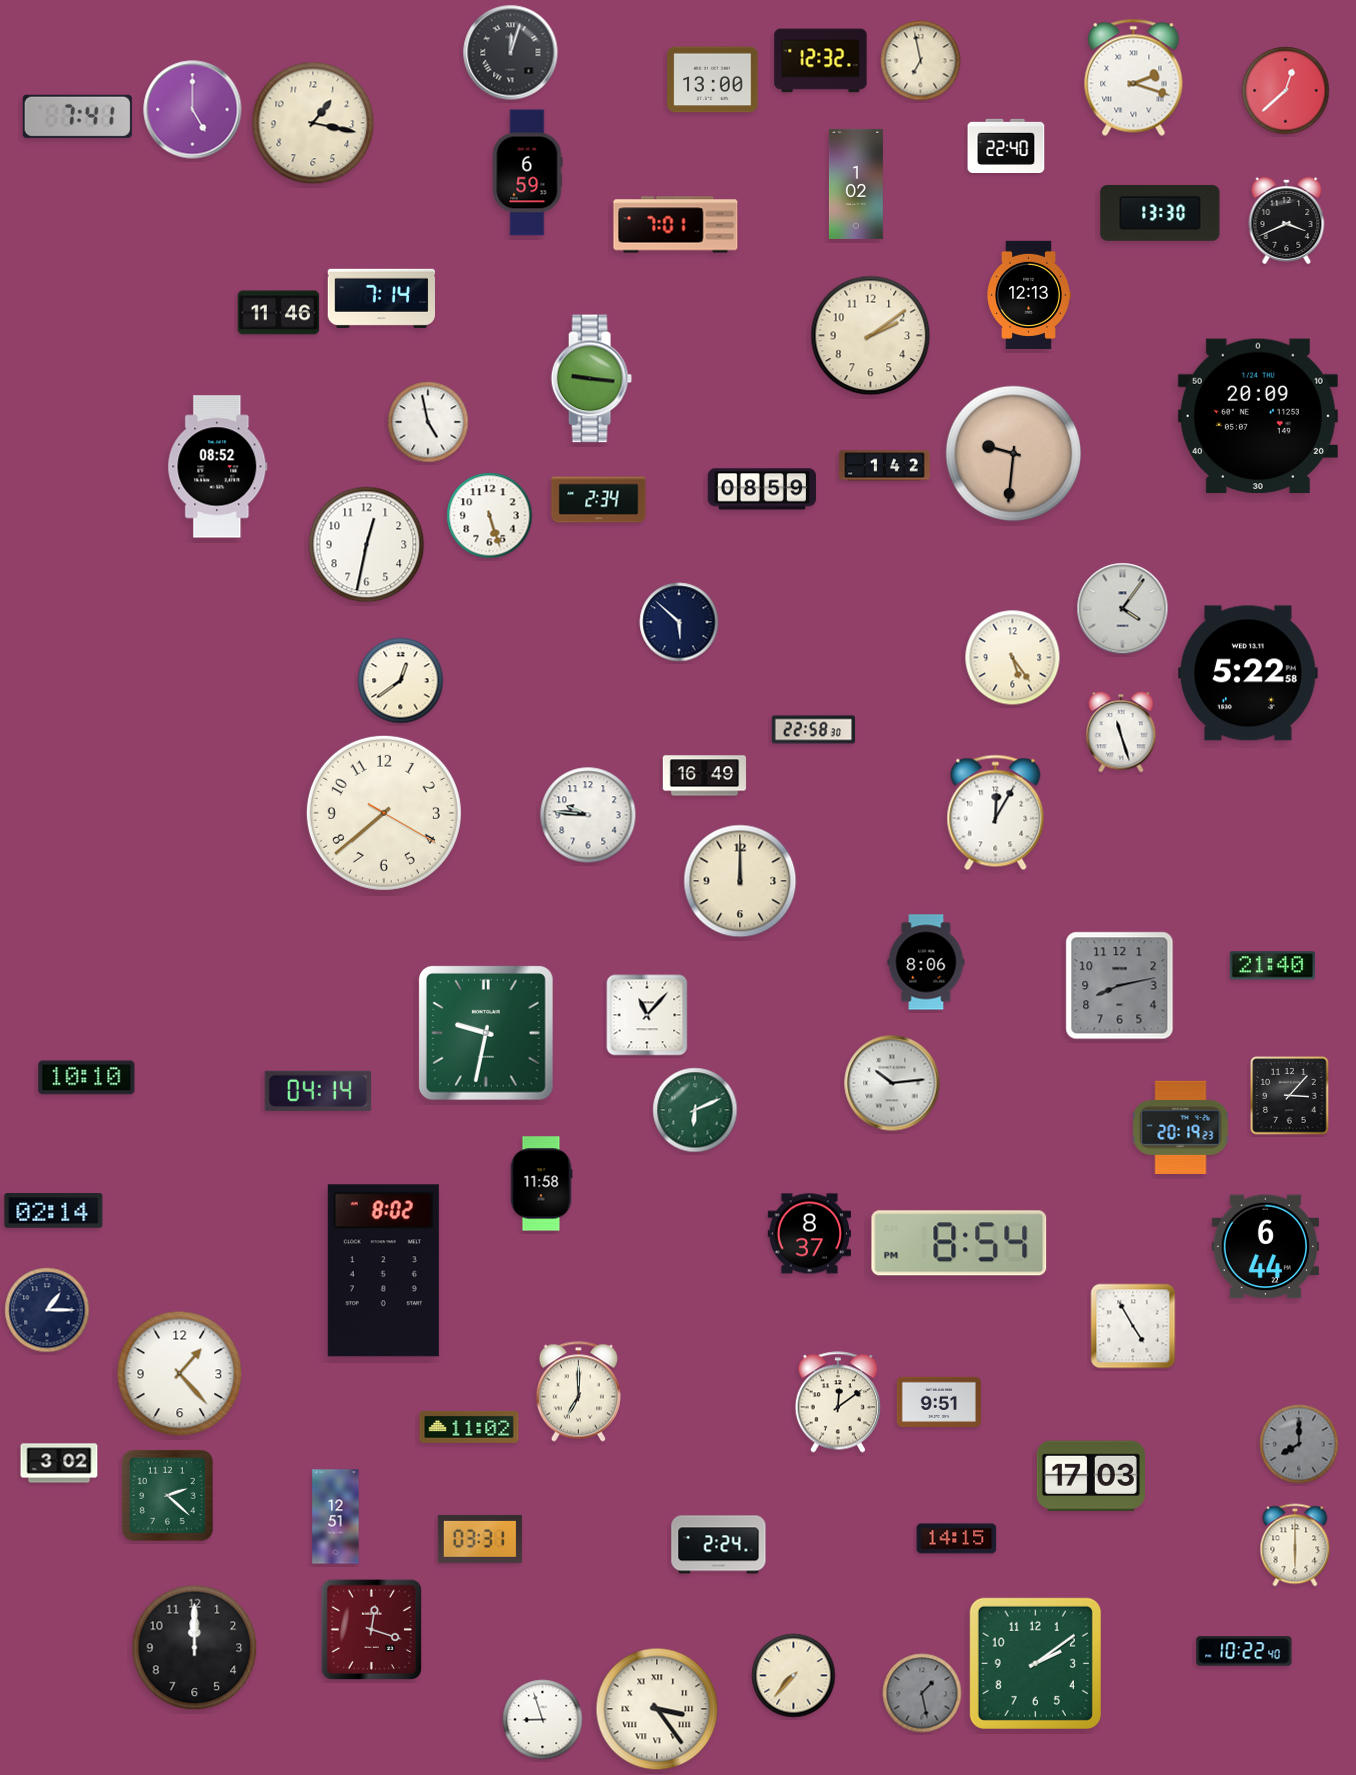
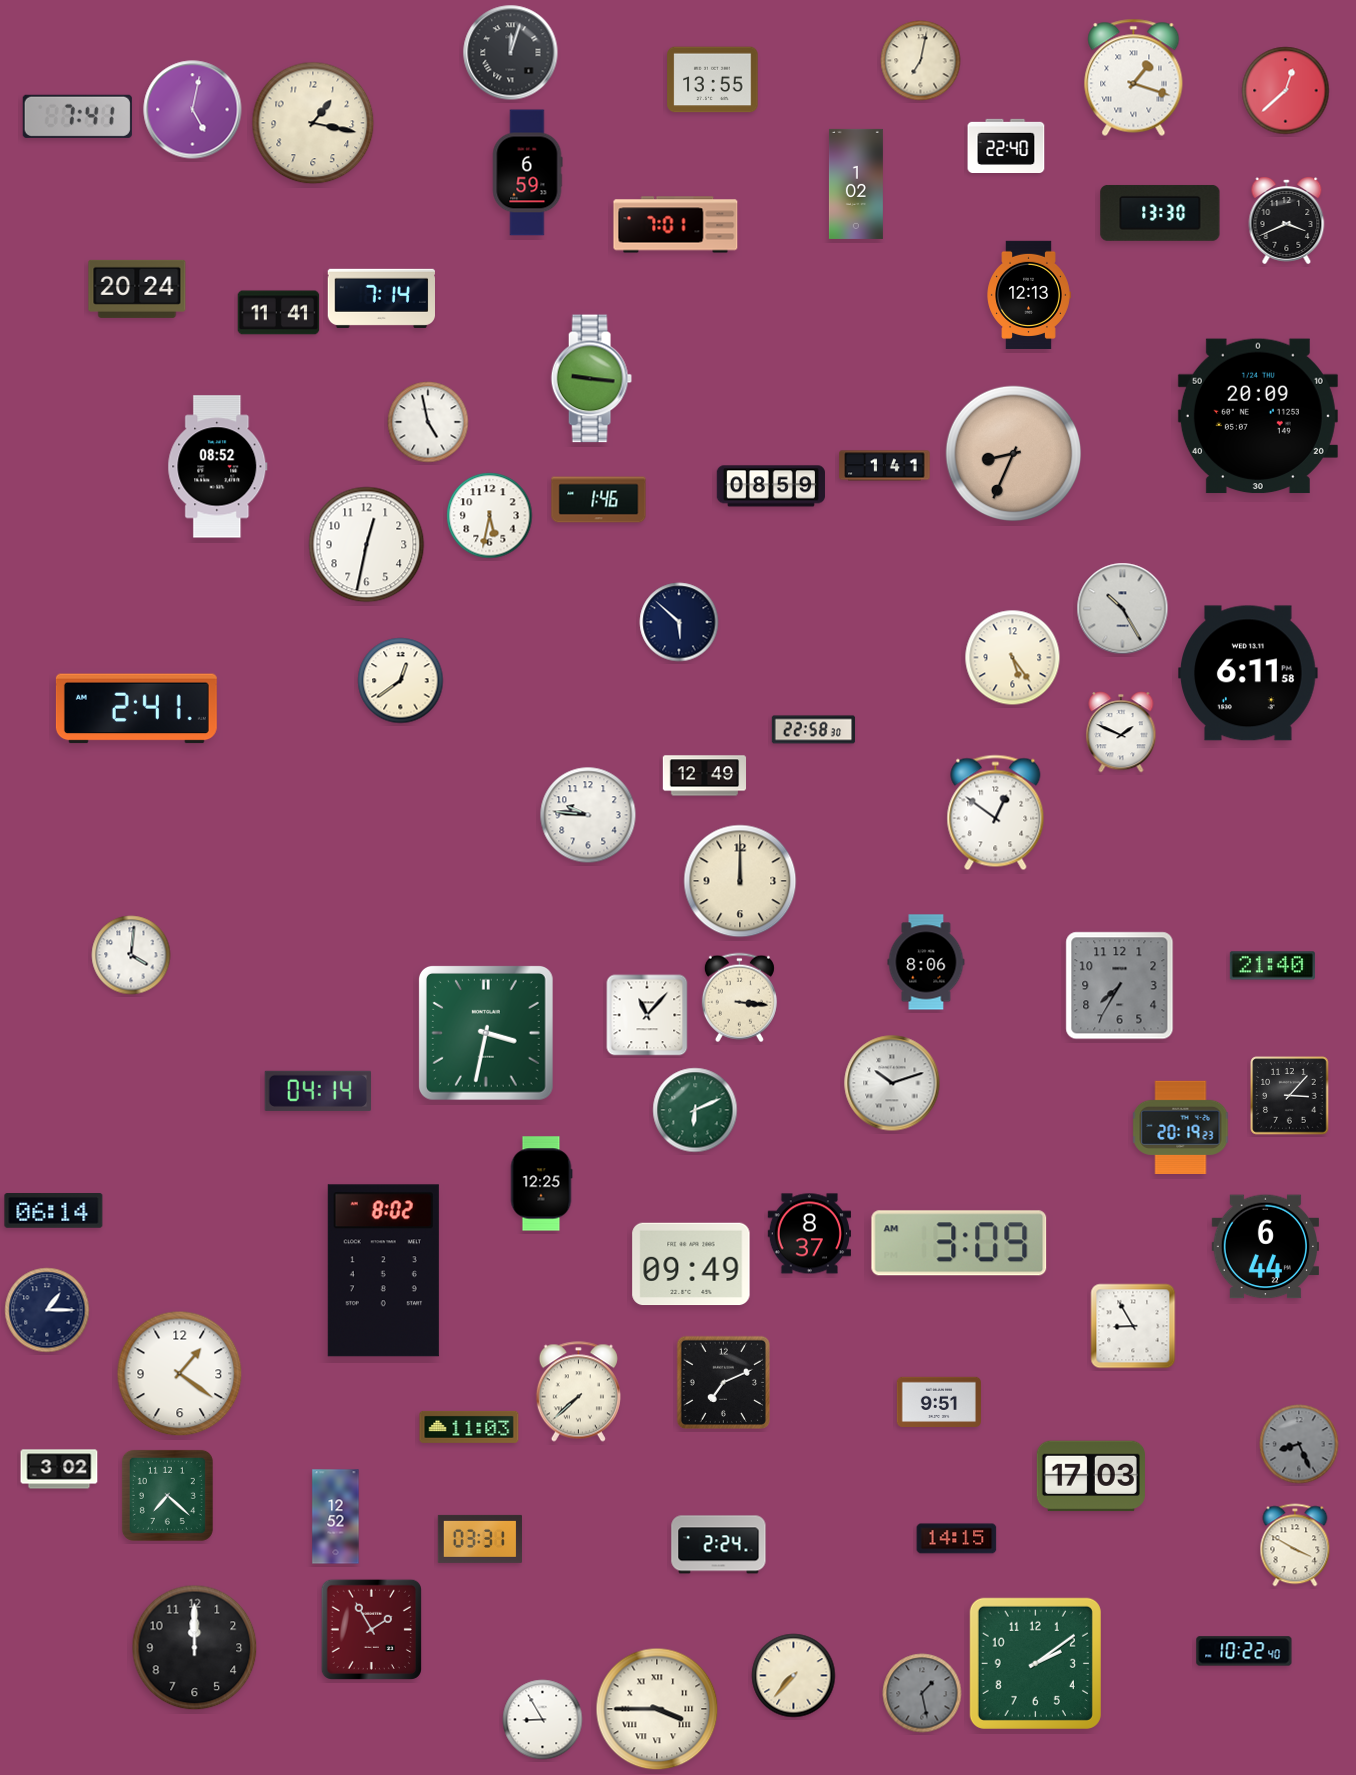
clock at (821, 61): 12:32 -> none
clock at (921, 61): 6:58 -> 7:02
clock at (1134, 77): 2:18 -> 1:18
clock at (713, 80): 13:00 -> 13:55
clock at (193, 110): 5:00 -> 5:02
clock at (137, 289): none -> 20:24
clock at (279, 313): 11:46 -> 11:41
clock at (871, 336): 2:09 -> none
clock at (1014, 454): 9:31 -> 8:34
clock at (885, 466): 1:42 -> 1:41
clock at (762, 489) position: (762, 489) -> (771, 486)
clock at (599, 500): 2:34 -> 1:46
clock at (490, 516): 5:27 -> 5:32
clock at (1123, 609): 4:06 -> 10:25
clock at (1248, 673): 5:22 -> 6:11
clock at (136, 709): none -> 2:41
clock at (1121, 732): 11:27 -> 1:49
clock at (705, 776): 16:49 -> 12:49
clock at (384, 813): 7:38 -> none
clock at (996, 813): 12:05 -> 12:51
clock at (131, 955): none -> 4:01
clock at (1120, 986): 8:13 -> 7:35
clock at (739, 998): none -> 3:16
clock at (486, 1033): 9:32 -> 3:32
clock at (87, 1078): 10:10 -> none
clock at (892, 1083): 10:14 -> 10:12
clock at (541, 1184): 11:58 -> 12:25
clock at (54, 1211): 02:14 -> 06:14
clock at (959, 1243): 8:54 -> 3:09
clock at (691, 1264): none -> 09:49
clock at (1133, 1326): 4:55 -> 8:55
clock at (180, 1374): 1:23 -> 1:21
clock at (723, 1382): none -> 7:11
clock at (578, 1392): 7:00 -> 7:38
clock at (837, 1402): 12:09 -> none
clock at (469, 1427): 11:02 -> 11:03
clock at (1299, 1444): 8:00 -> 8:26
clock at (59, 1463) position: (59, 1463) -> (59, 1469)
clock at (167, 1495): 2:22 -> 7:22
clock at (336, 1517): 12:51 -> 12:52
clock at (1295, 1545): 6:00 -> 3:50
clock at (371, 1629): 12:18 -> 1:55
clock at (657, 1709): 3:24 -> 3:45
clock at (543, 1720): 8:57 -> 8:55
